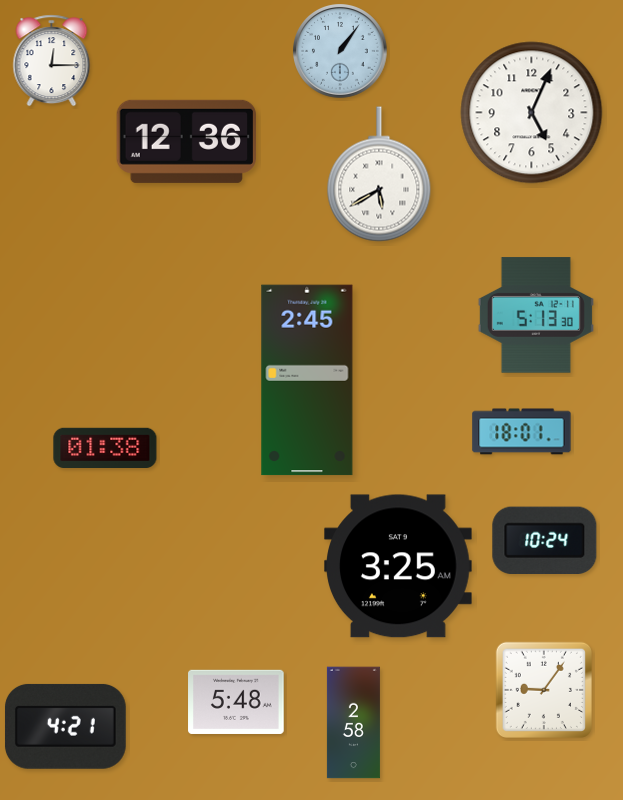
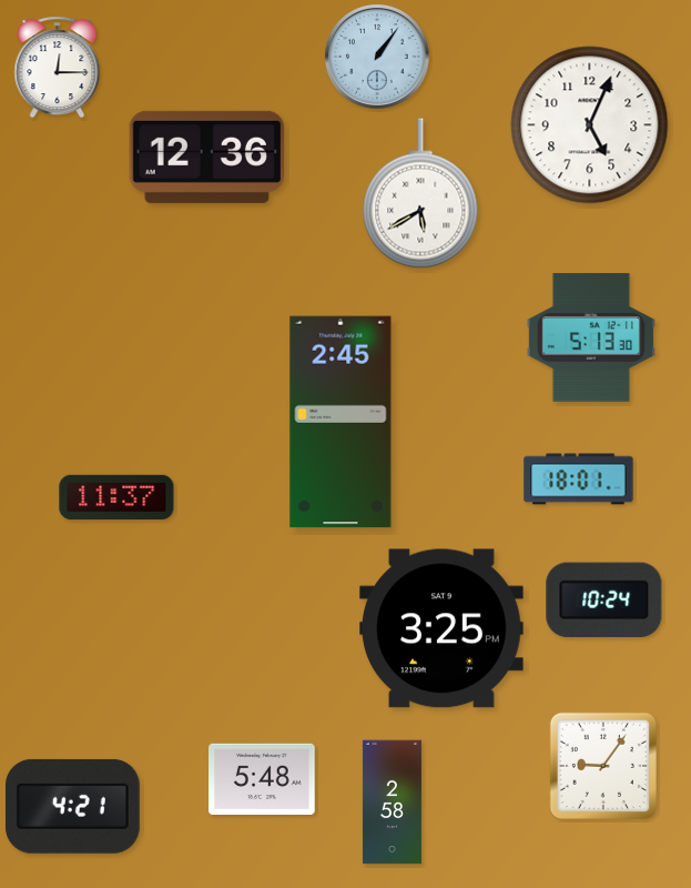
clock at (536, 315) position: (536, 315) -> (591, 337)
clock at (105, 447): 01:38 -> 11:37
clock at (399, 566): 3:25 AM -> 3:25 PM
